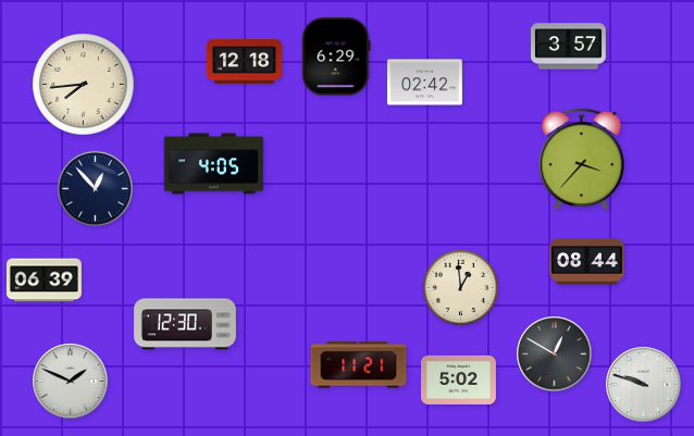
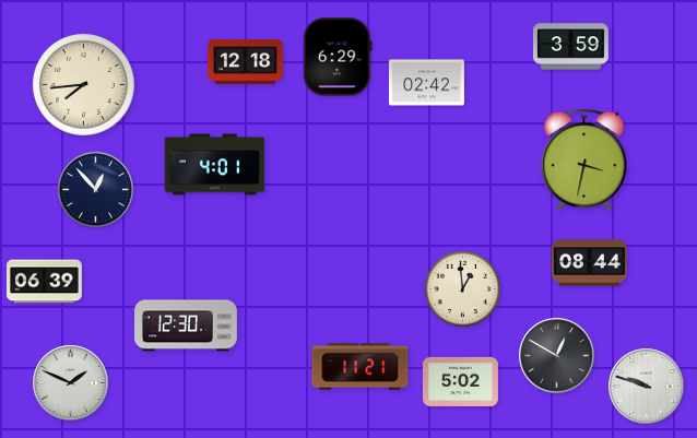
clock at (568, 47): 3:57 -> 3:59
clock at (582, 159): 3:37 -> 3:32
clock at (214, 164): 4:05 -> 4:01
